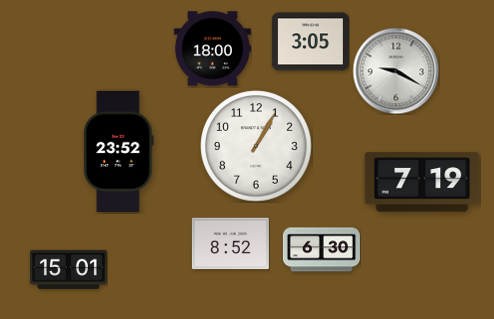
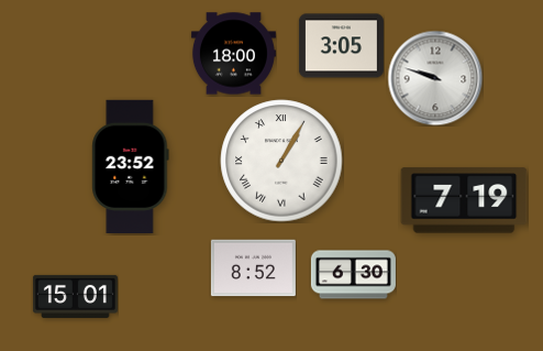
clock at (396, 71): 9:20 -> 9:48
clock at (256, 146) numerals: Arabic -> Roman
